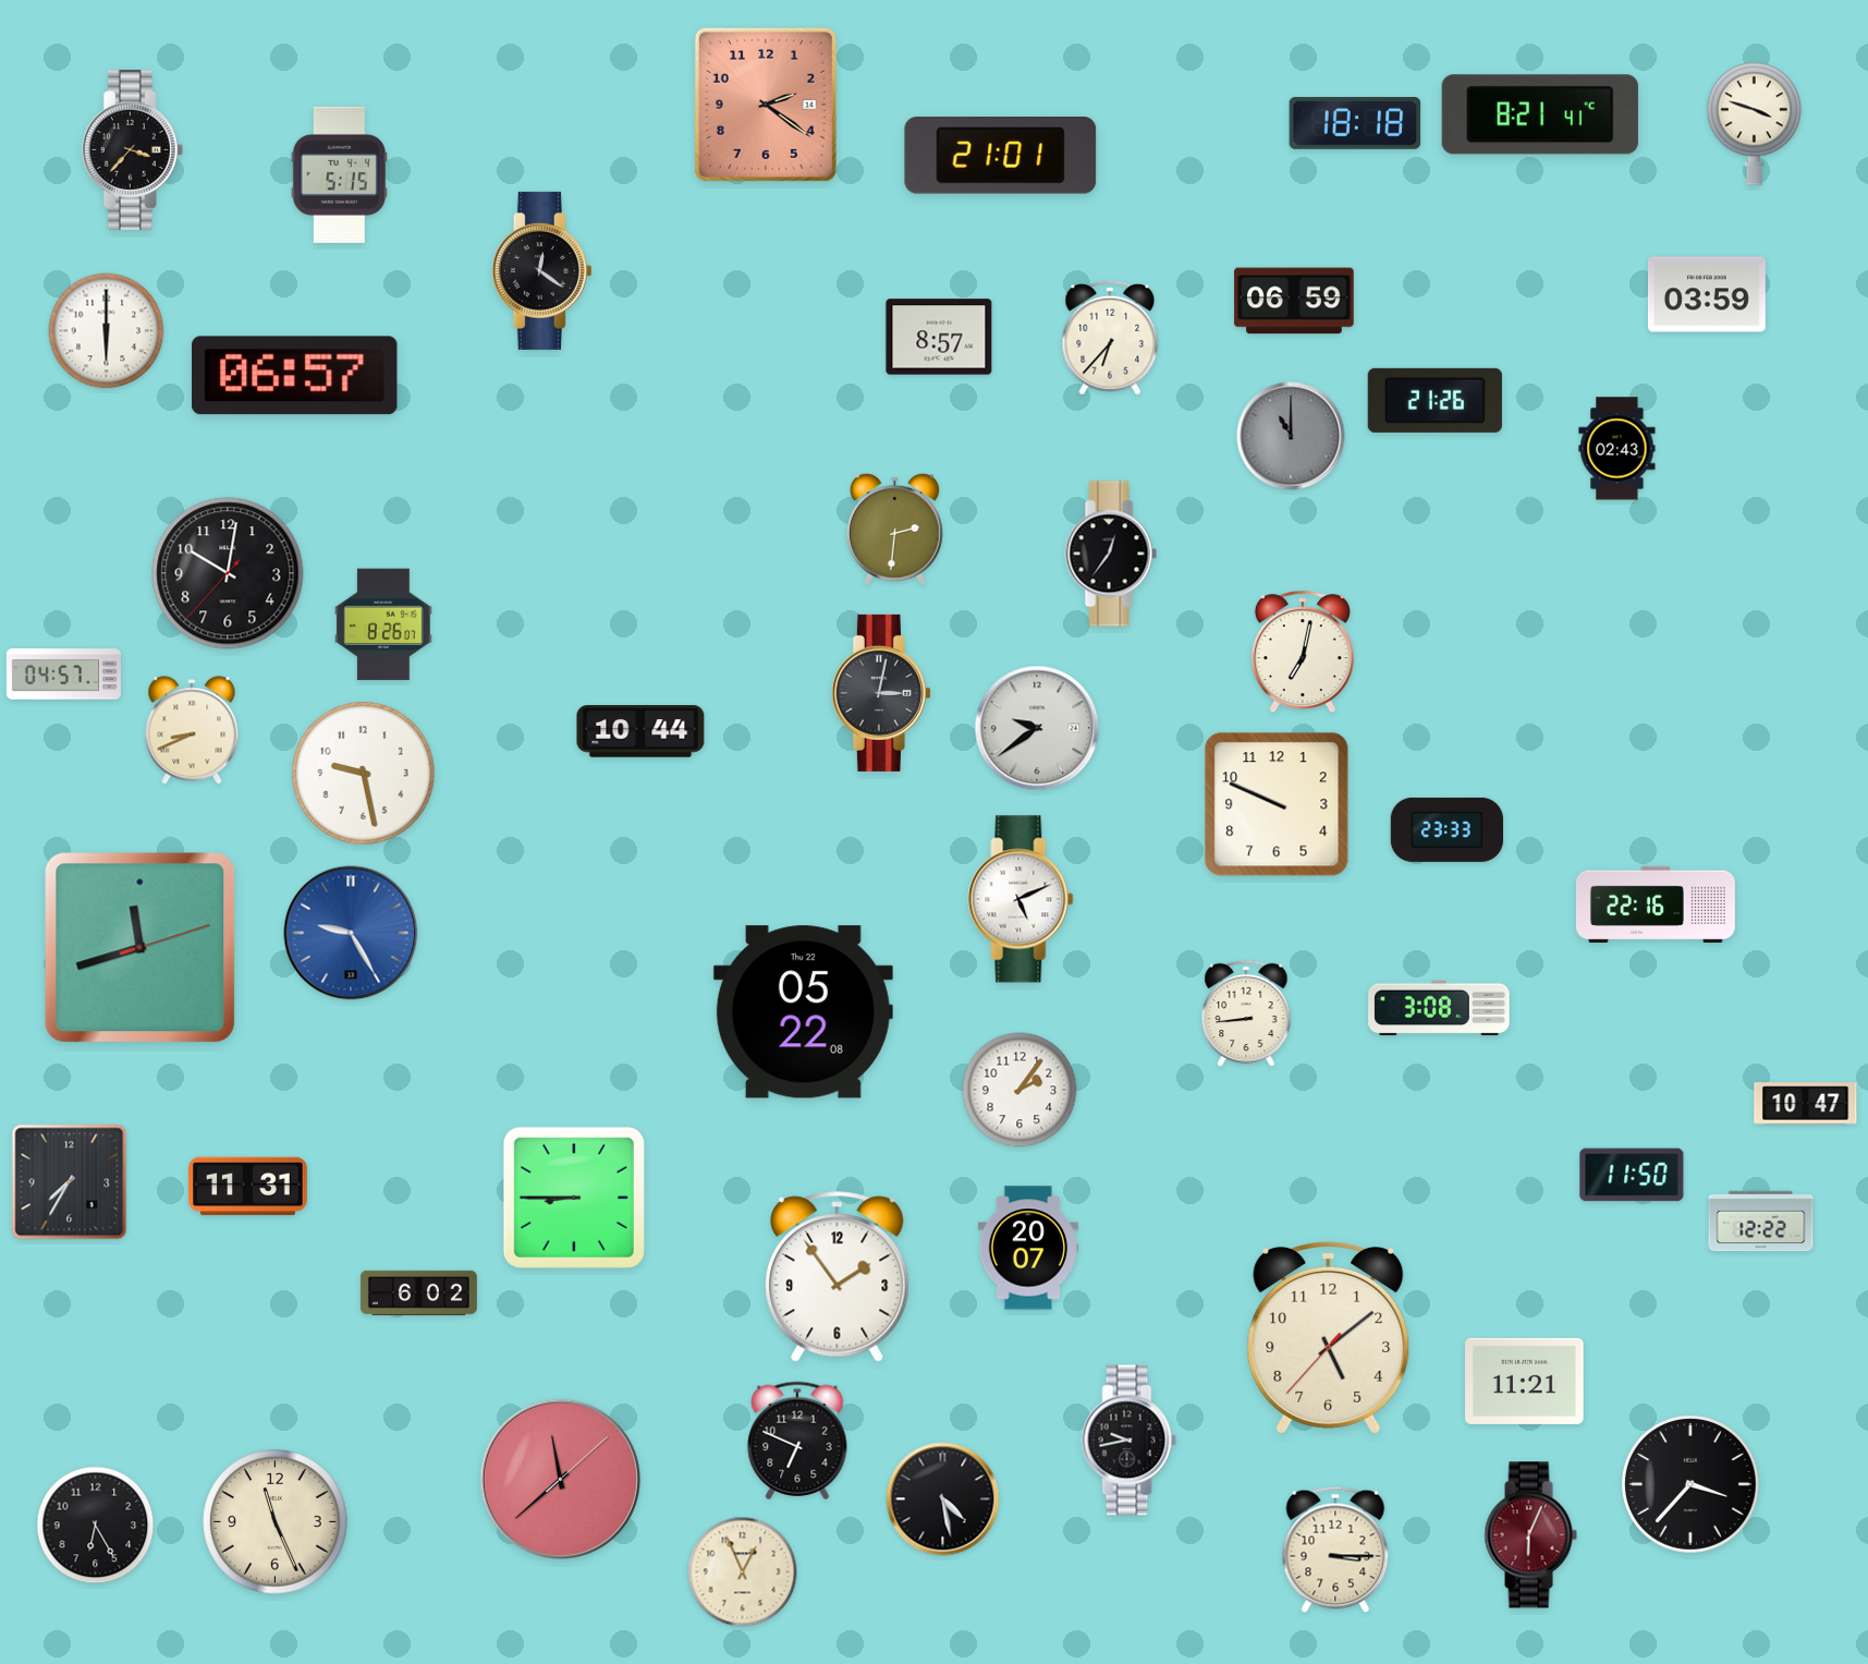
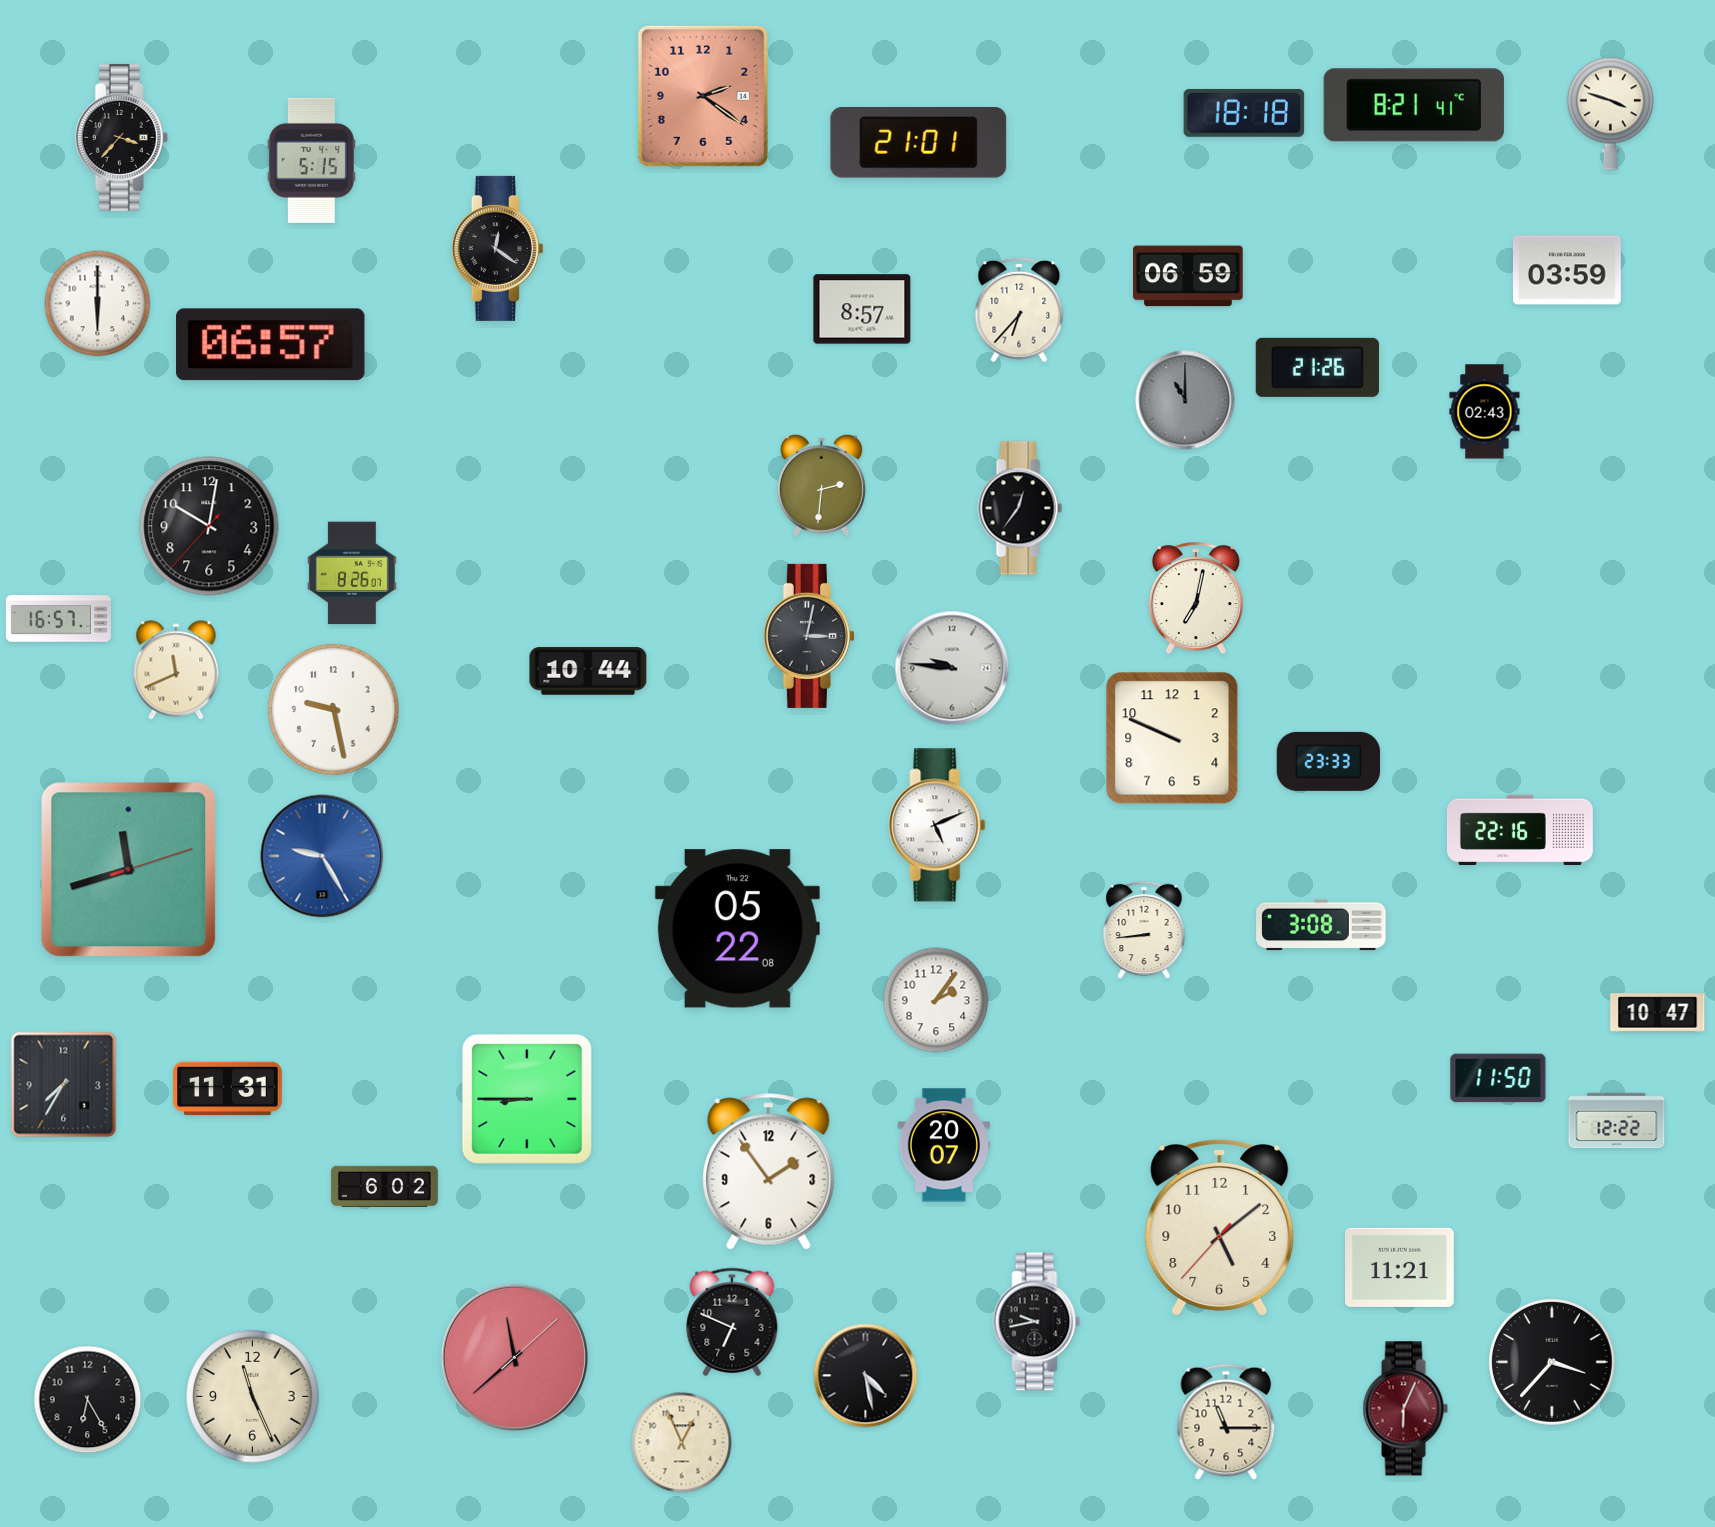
clock at (63, 675): 04:57 -> 16:57
clock at (1037, 728): 9:39 -> 9:46
clock at (192, 730): 8:41 -> 11:41
clock at (1335, 1550): 3:15 -> 11:15
